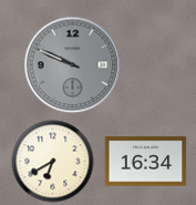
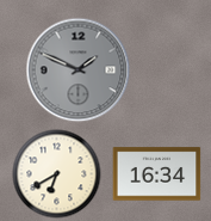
clock at (73, 65): 9:49 -> 1:49
